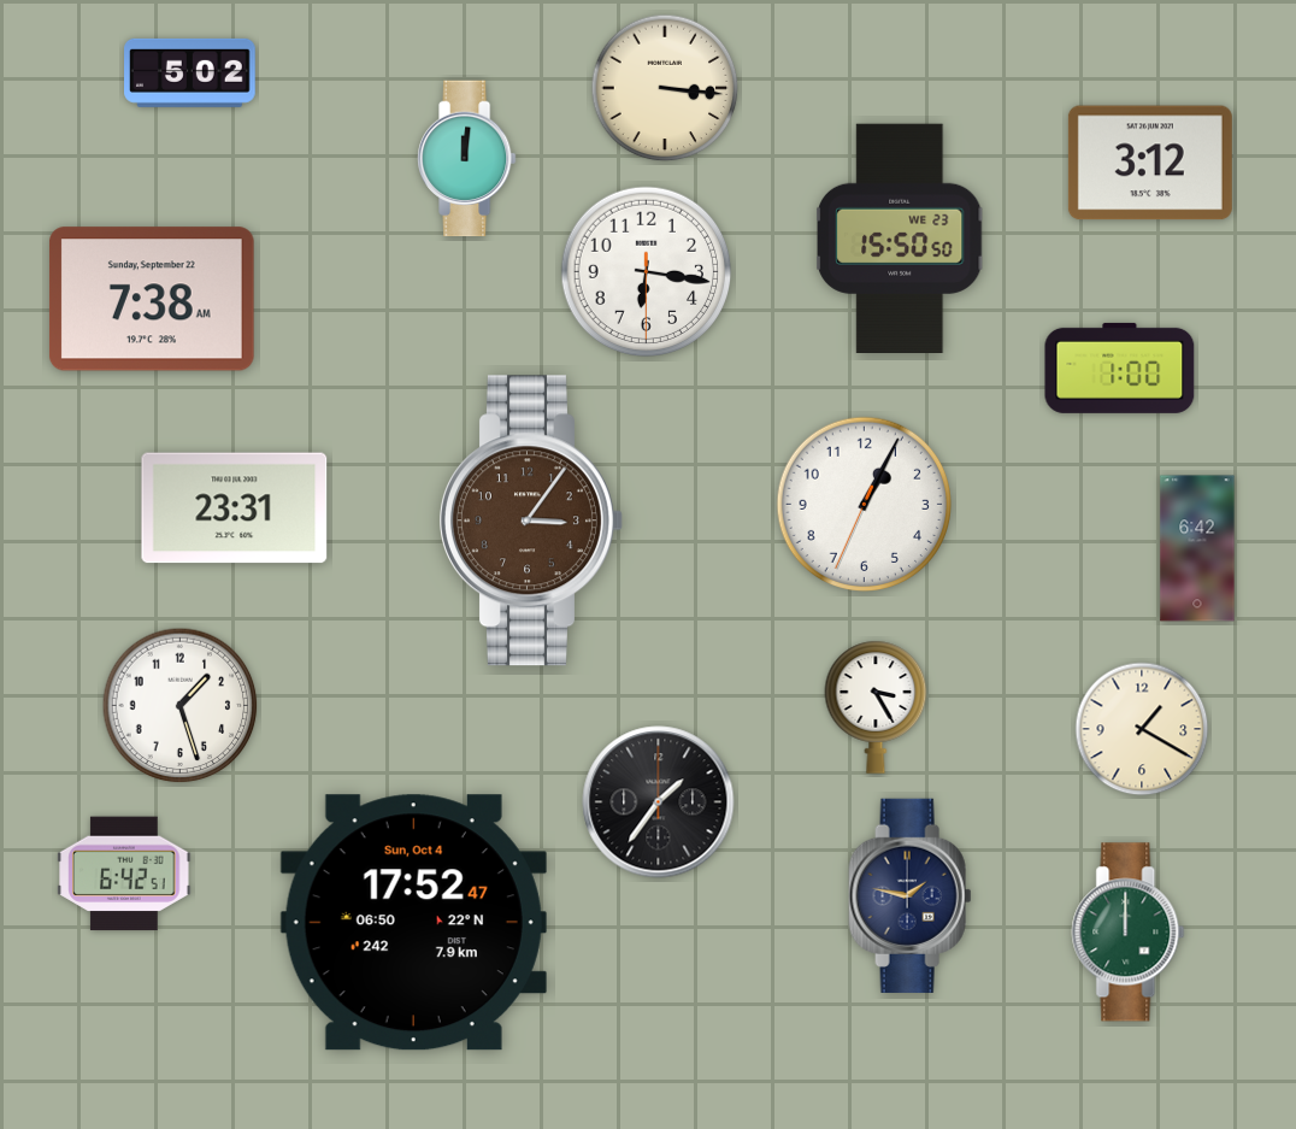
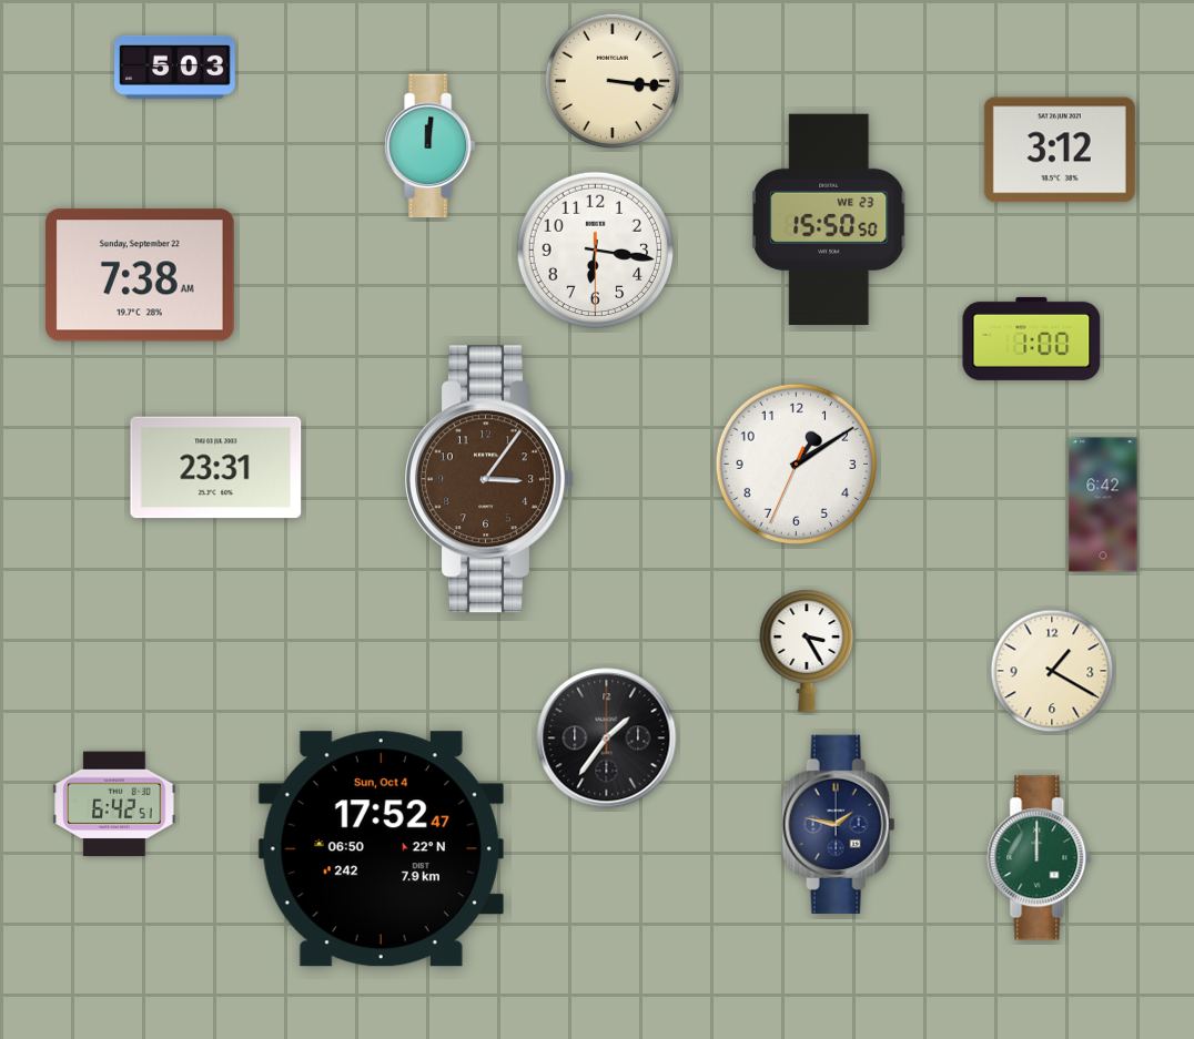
clock at (190, 72): 5:02 -> 5:03
clock at (865, 505): 1:04 -> 1:09
clock at (181, 706): 1:27 -> none
